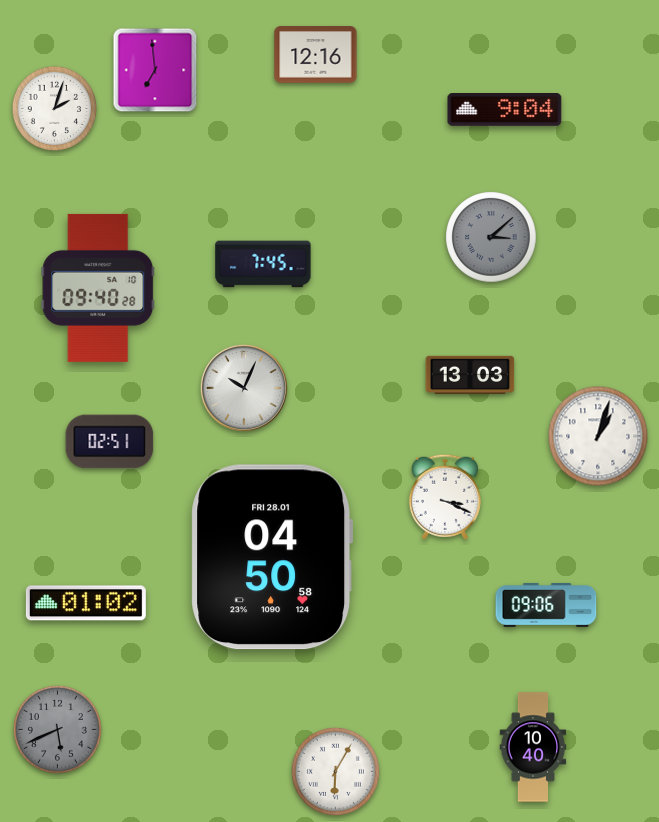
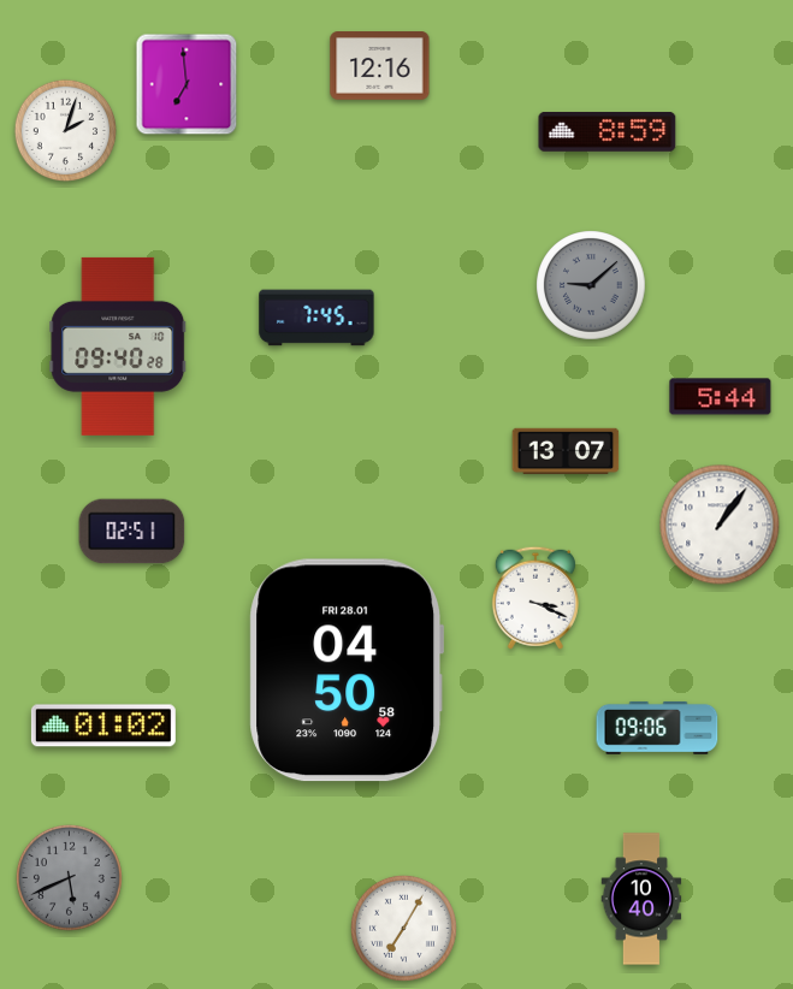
clock at (505, 110): 9:04 -> 8:59
clock at (491, 237): 3:08 -> 9:08
clock at (721, 397): none -> 5:44
clock at (470, 374): 13:03 -> 13:07
clock at (244, 388): 10:04 -> none
clock at (598, 436): 1:03 -> 1:06
clock at (272, 557) position: (272, 557) -> (347, 670)
clock at (335, 771): 6:05 -> 7:05
